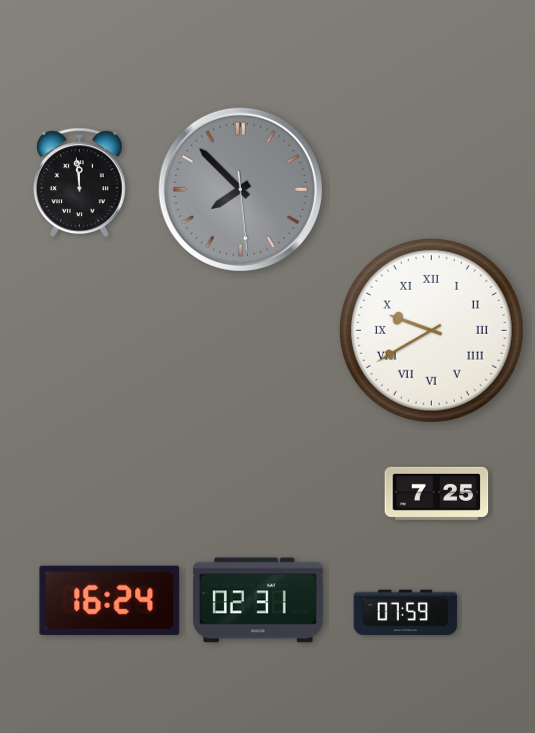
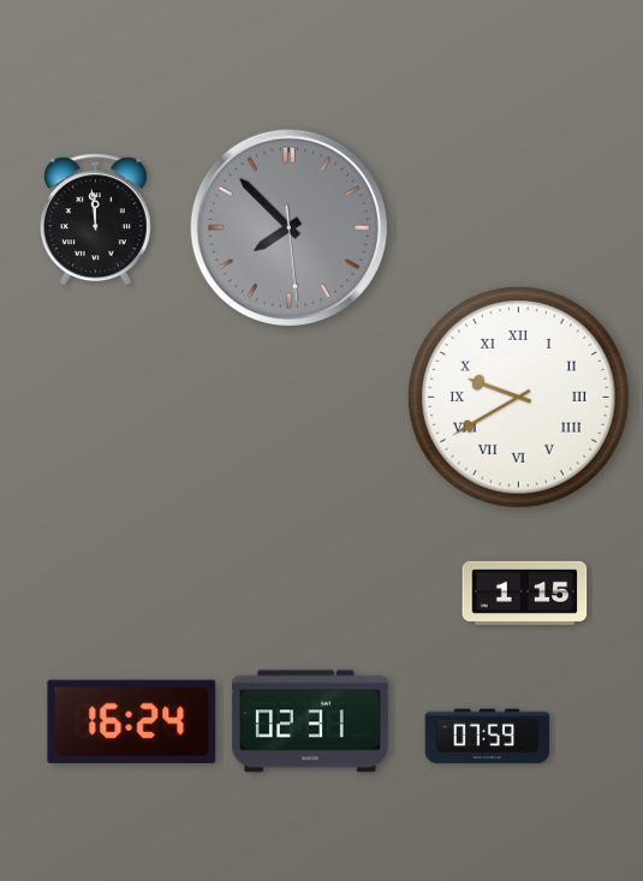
clock at (437, 493): 7:25 -> 1:15
